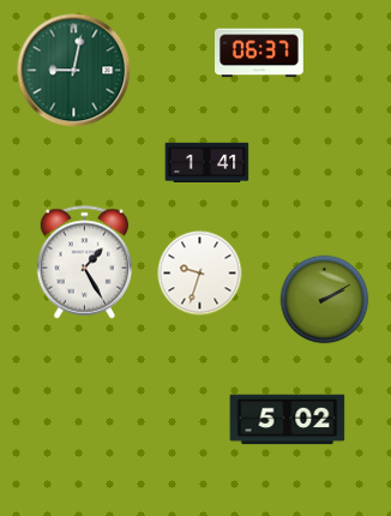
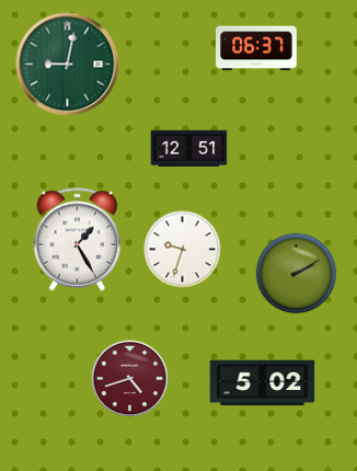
clock at (260, 53) position: (260, 53) -> (257, 48)
clock at (207, 162): 1:41 -> 12:51
clock at (130, 379): none -> 4:42
